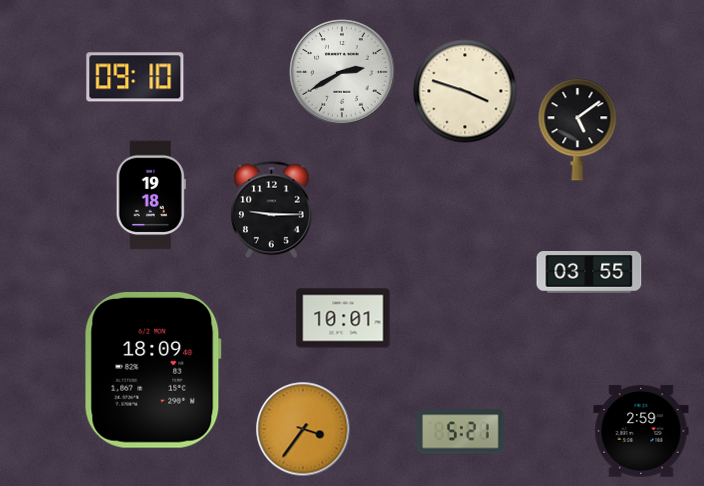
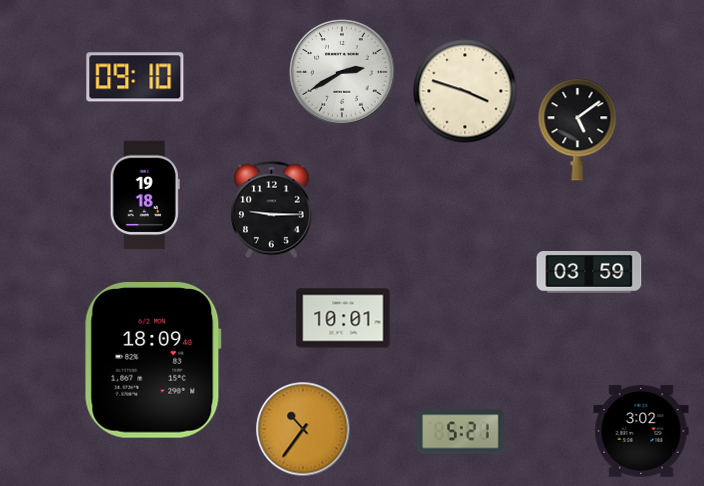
clock at (151, 195) position: (151, 195) -> (145, 195)
clock at (589, 273): 03:55 -> 03:59
clock at (153, 371) position: (153, 371) -> (153, 361)
clock at (303, 429): 3:36 -> 10:36
clock at (641, 431): 2:59 -> 3:02
